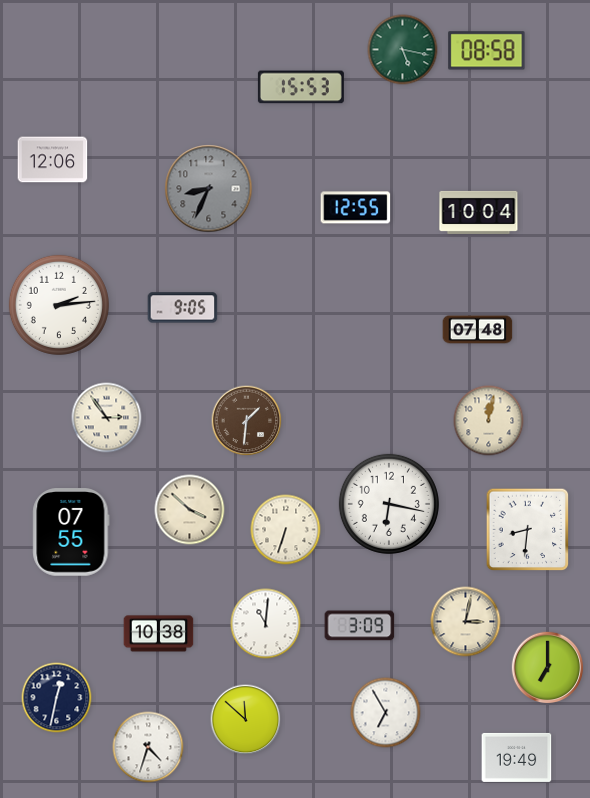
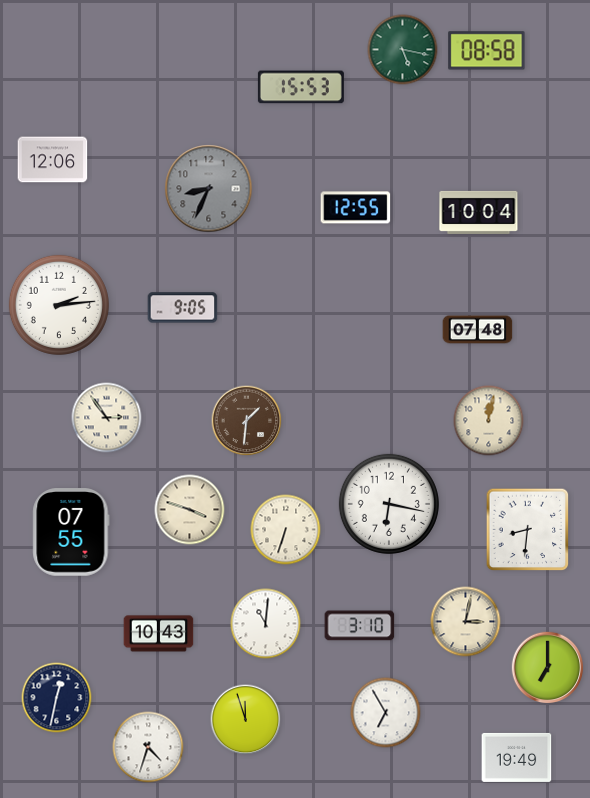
clock at (190, 510): 3:52 -> 3:48
clock at (360, 626): 3:09 -> 3:10
clock at (159, 634): 10:38 -> 10:43
clock at (246, 720): 11:52 -> 11:57
